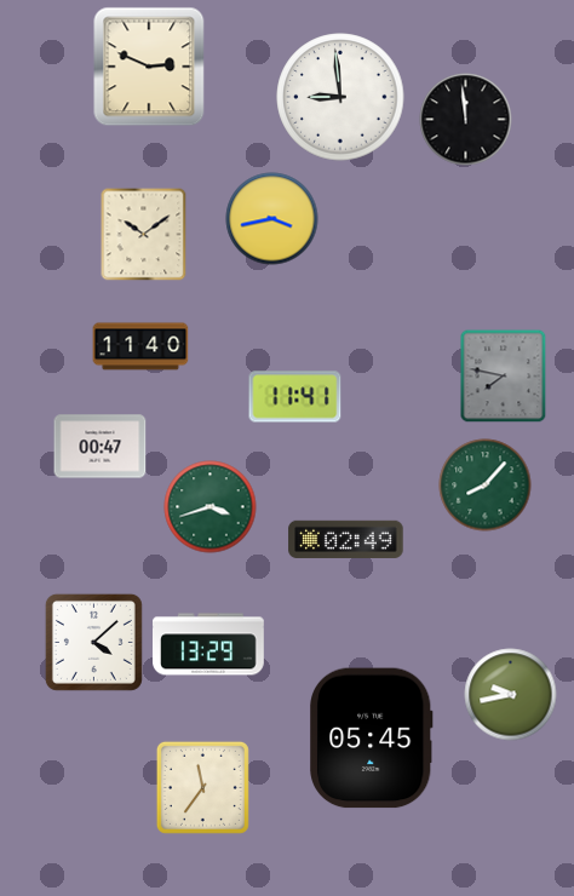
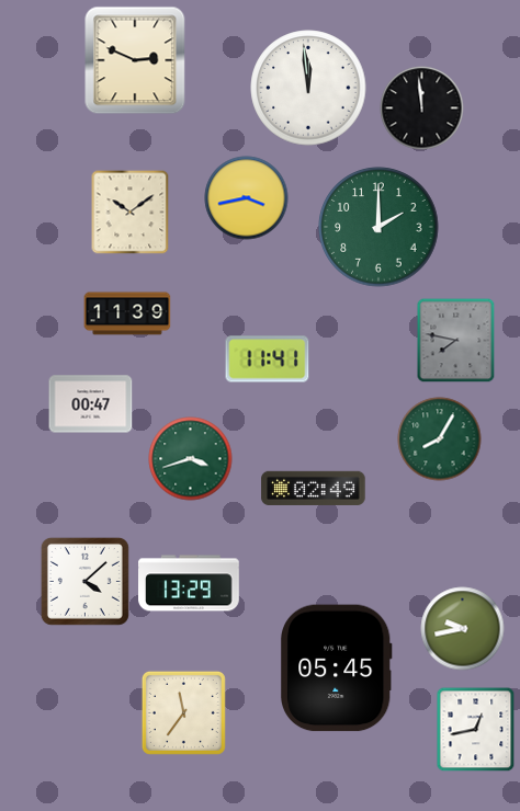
clock at (340, 97): 8:59 -> 11:59
clock at (378, 227): none -> 2:00
clock at (140, 346): 11:40 -> 11:39
clock at (486, 486): 8:07 -> 8:05
clock at (476, 729): none -> 12:43
